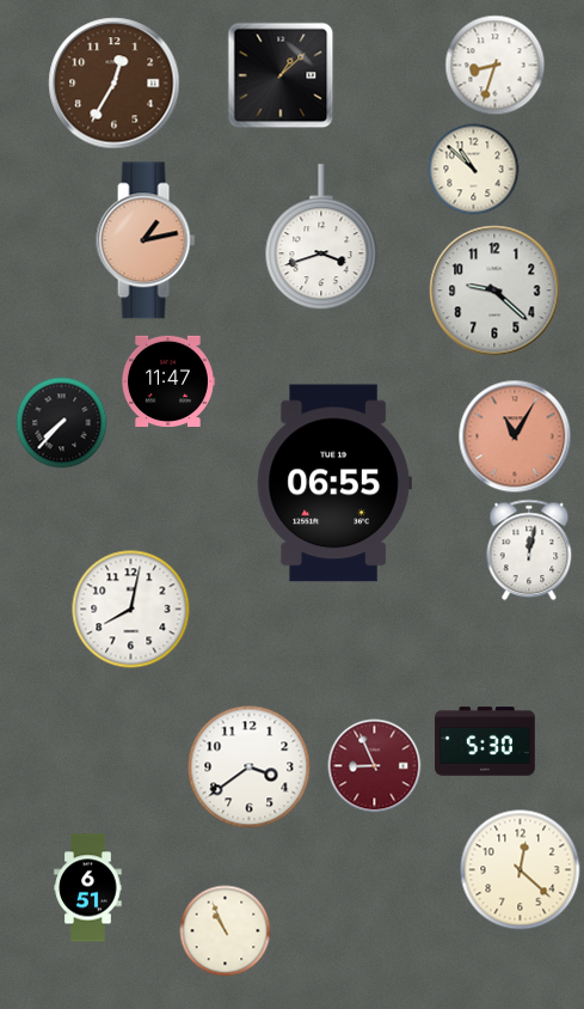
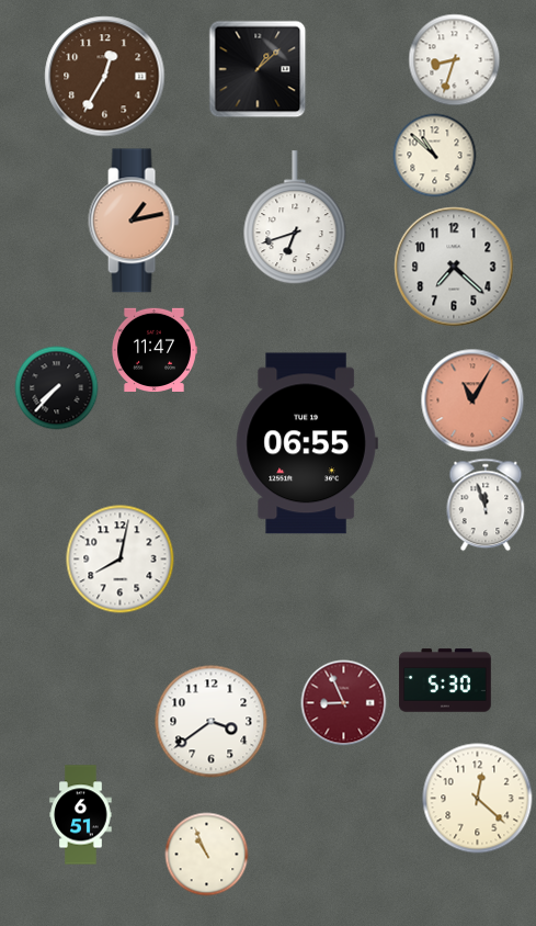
clock at (321, 238): 3:42 -> 6:42
clock at (494, 291): 9:22 -> 7:22
clock at (529, 550): 12:02 -> 11:57
clock at (250, 768) position: (250, 768) -> (212, 722)
